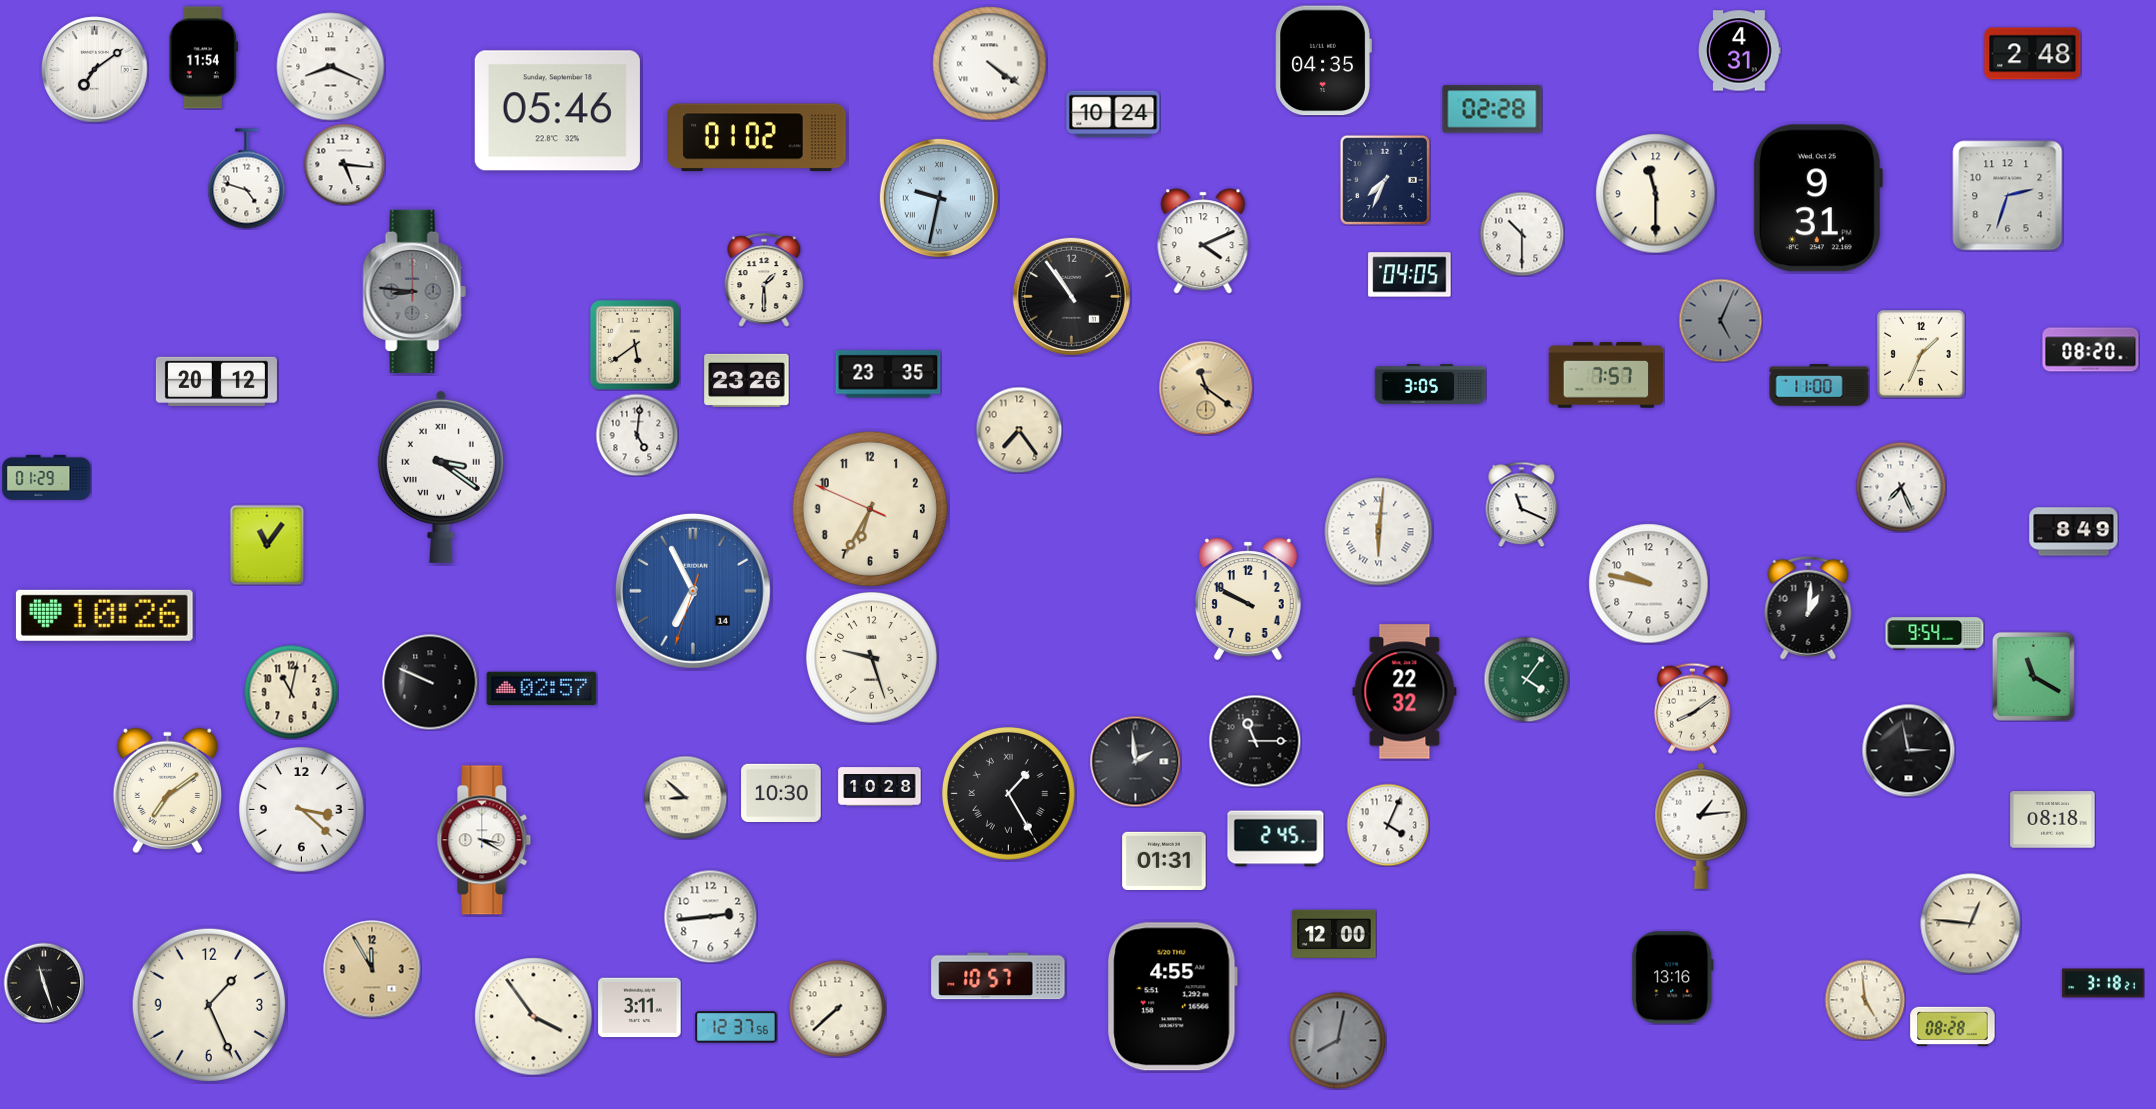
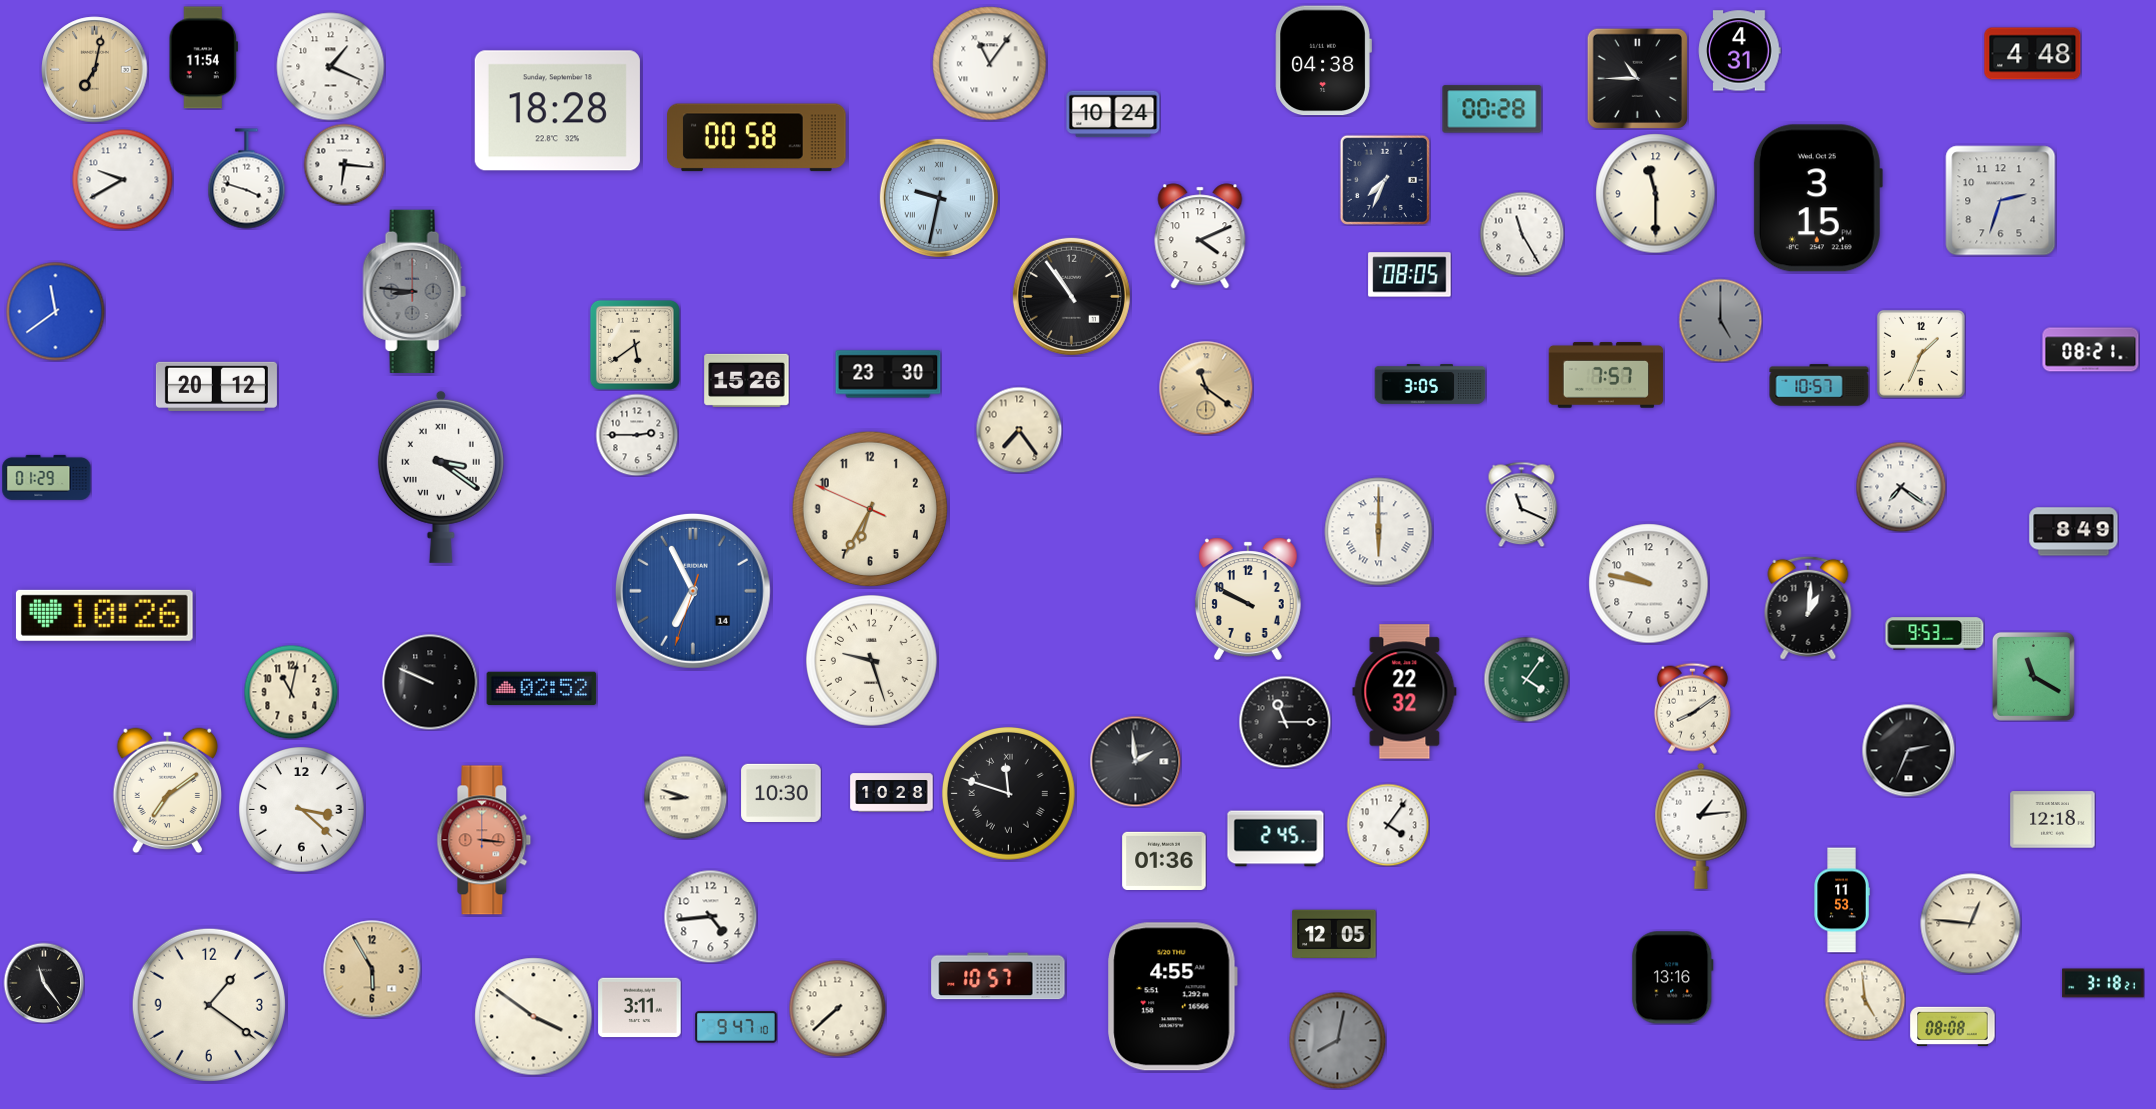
clock at (2033, 54): 2:48 -> 4:48
clock at (1323, 61): 04:35 -> 04:38
clock at (990, 64): 4:21 -> 11:06
clock at (331, 67): 8:19 -> 1:19
clock at (95, 70): 7:09 -> 7:02
clock at (95, 70) dial: white -> champagne
clock at (1637, 78): none -> 10:45
clock at (1492, 109): 02:28 -> 00:28
clock at (557, 111): 05:46 -> 18:28
clock at (757, 138): 01:02 -> 00:58
clock at (344, 164): 5:16 -> 6:16
clock at (247, 179): 4:48 -> 3:48
clock at (123, 180): none -> 9:40
clock at (2008, 196) position: (2008, 196) -> (2001, 201)
clock at (1817, 198): 9:31 -> 3:15
clock at (1522, 234): 10:30 -> 11:25
clock at (1203, 241) position: (1203, 241) -> (1200, 236)
clock at (1410, 275): 04:05 -> 08:05
clock at (764, 280): 1:30 -> none
clock at (56, 312): none -> 11:39
clock at (1720, 320): 5:04 -> 5:00
clock at (2091, 350): 08:20 -> 08:21
clock at (888, 374): 23:35 -> 23:30
clock at (747, 380): 23:26 -> 15:26
clock at (216, 381) position: (216, 381) -> (216, 386)
clock at (1819, 385): 11:00 -> 10:57
clock at (637, 435): 5:01 -> 2:45
clock at (1901, 487): 7:26 -> 7:21
clock at (1379, 532): 6:01 -> 6:00
clock at (267, 545): 11:06 -> none
clock at (1935, 634): 9:54 -> 9:53
clock at (872, 658) position: (872, 658) -> (872, 661)
clock at (542, 689): 02:57 -> 02:52
clock at (1255, 741) position: (1255, 741) -> (1285, 722)
clock at (1908, 750): 2:58 -> 2:34
clock at (880, 787) position: (880, 787) -> (892, 793)
clock at (1008, 793): 1:25 -> 11:48
clock at (685, 797): 8:52 -> 8:48
clock at (2053, 820): 08:18 -> 12:18
clock at (1388, 825): 4:04 -> 4:06
clock at (484, 840): 3:20 -> 3:16
clock at (484, 840) dial: white -> salmon
clock at (1164, 860): 01:31 -> 01:36
clock at (1842, 900): none -> 11:53
clock at (710, 916): 2:44 -> 4:44
clock at (1334, 934): 12:00 -> 12:05
clock at (372, 969): 11:55 -> 5:55
clock at (44, 983): 11:27 -> 11:24
clock at (209, 1005): 1:26 -> 1:21
clock at (534, 1017): 3:54 -> 3:51
clock at (736, 1027): 12:37 -> 9:47
clock at (1953, 1027): 08:28 -> 08:08
